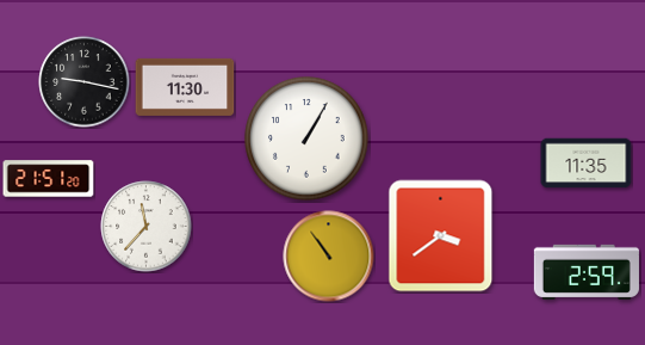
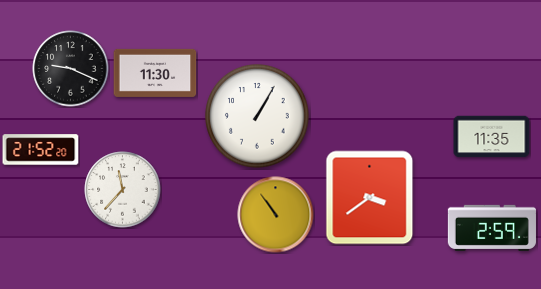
clock at (85, 82): 9:17 -> 9:19
clock at (49, 179): 21:51 -> 21:52
